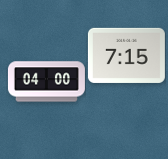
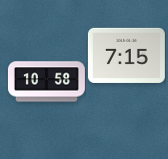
clock at (46, 82): 04:00 -> 10:58
